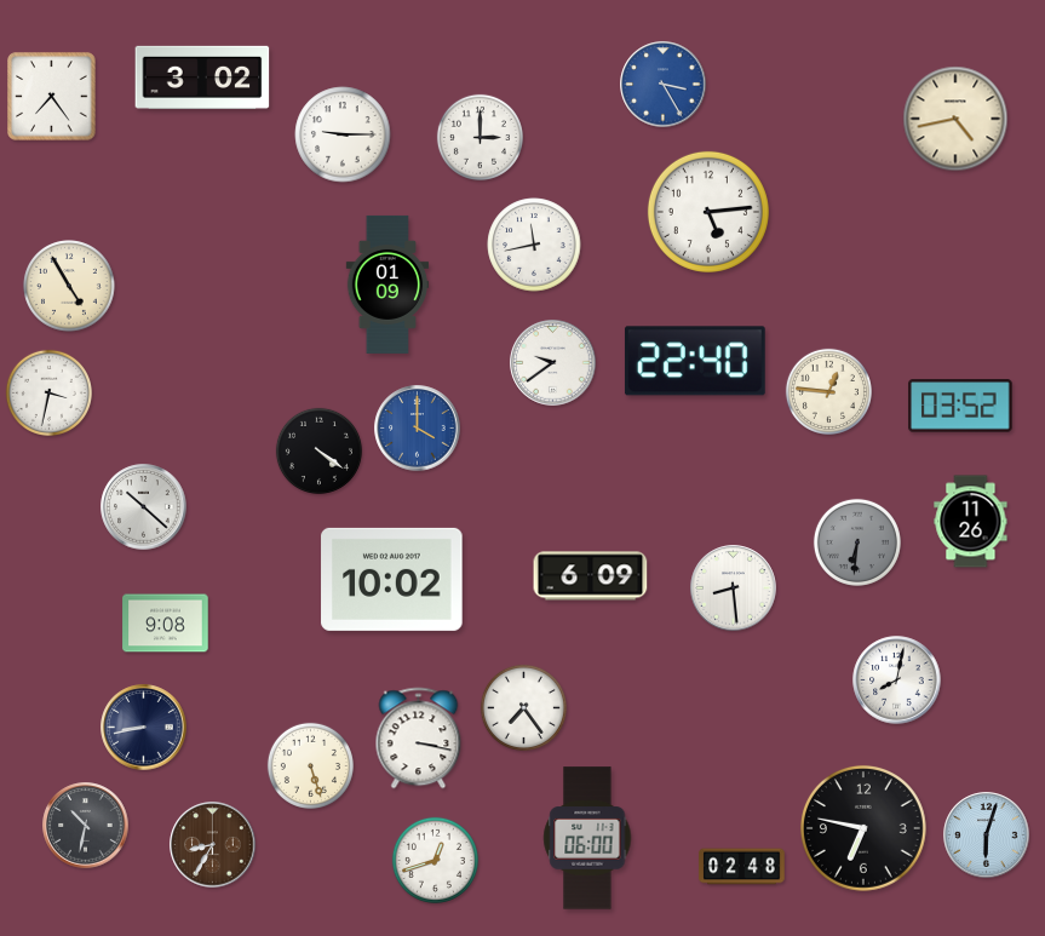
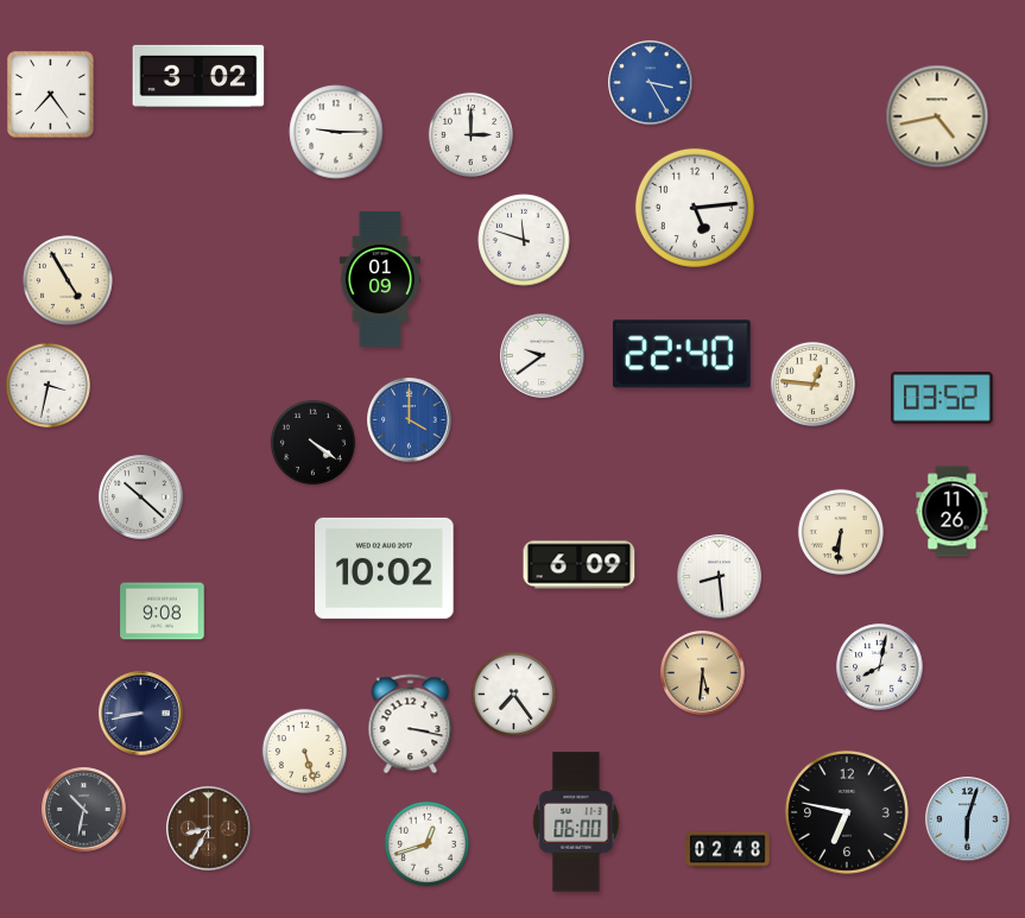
clock at (534, 245): 11:43 -> 11:48
clock at (857, 542) dial: grey -> cream
clock at (703, 673): none -> 5:31
